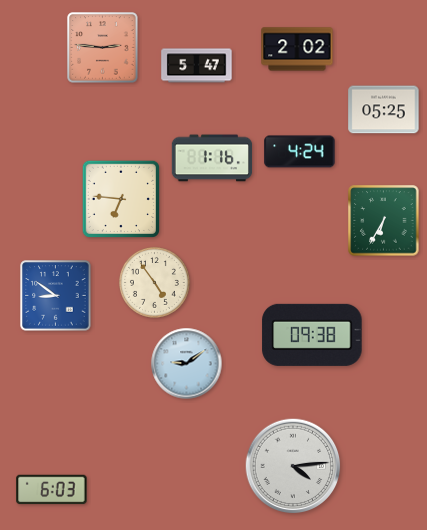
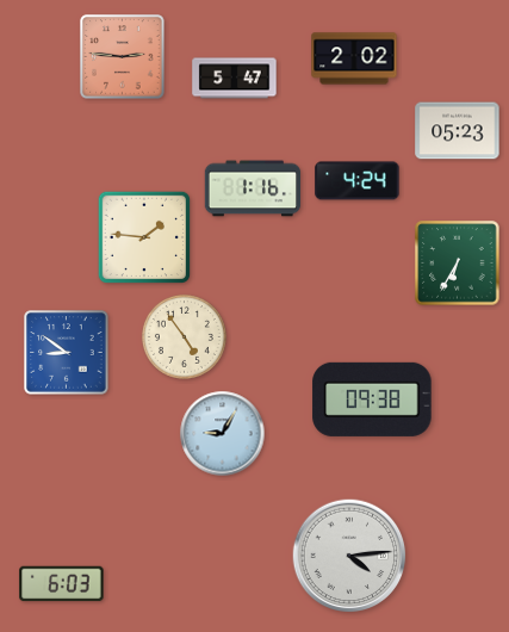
clock at (384, 110): 05:25 -> 05:23
clock at (120, 198): 6:46 -> 1:46
clock at (187, 364): 9:09 -> 9:05
